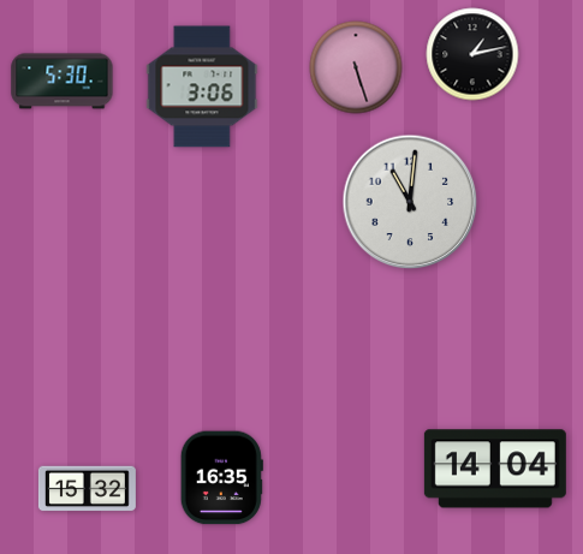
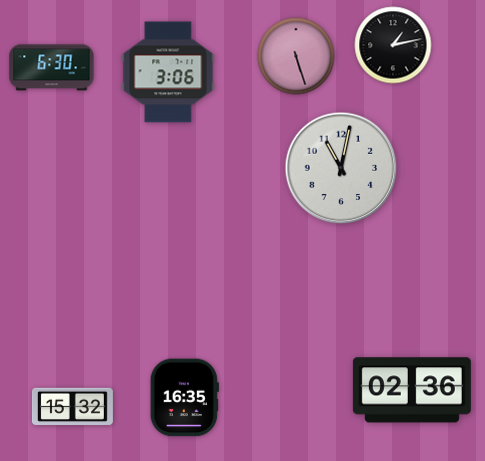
clock at (63, 82): 5:30 -> 6:30
clock at (410, 202): 11:01 -> 11:02
clock at (495, 469): 14:04 -> 02:36
